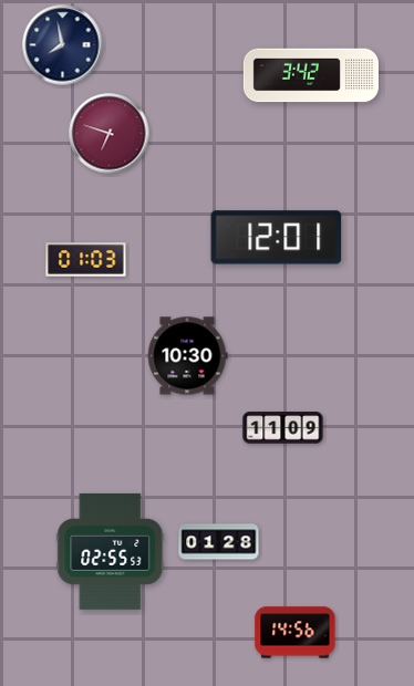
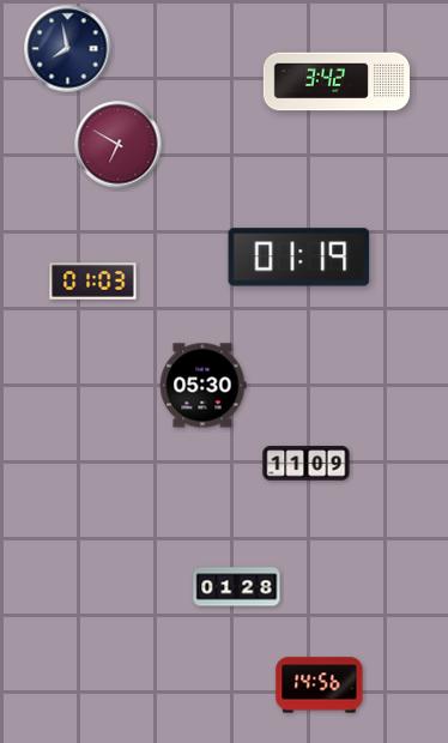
clock at (110, 134): 6:48 -> 6:50
clock at (277, 238): 12:01 -> 01:19
clock at (187, 356): 10:30 -> 05:30
clock at (111, 551): 02:55 -> none
